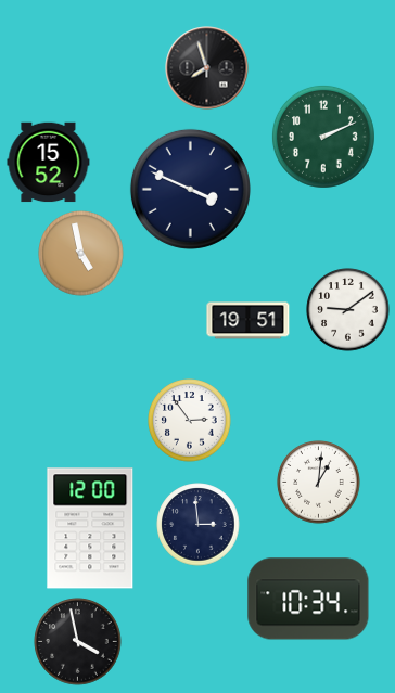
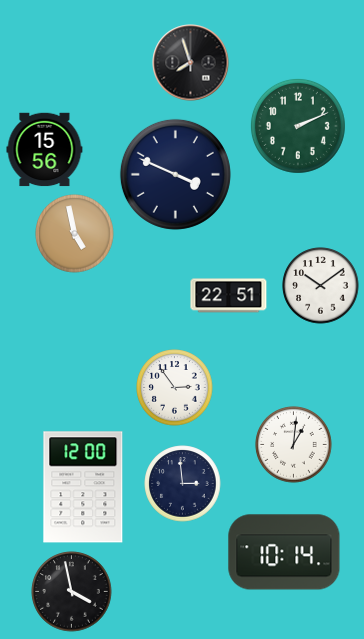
clock at (49, 163): 15:52 -> 15:56
clock at (348, 310): 9:09 -> 10:09
clock at (249, 321): 19:51 -> 22:51
clock at (308, 599): 10:34 -> 10:14
